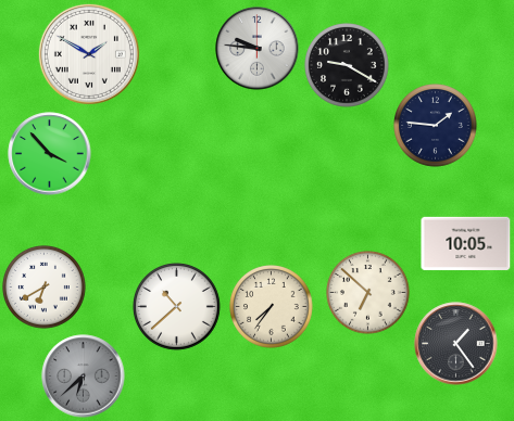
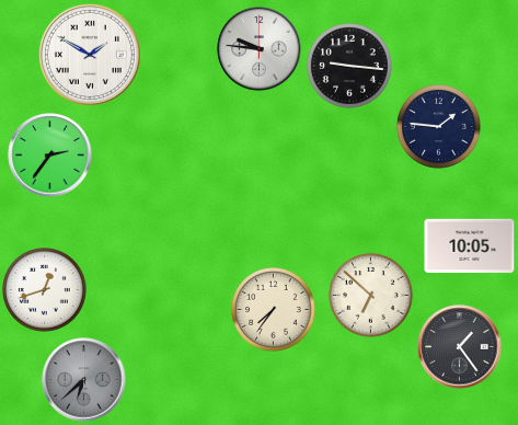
clock at (348, 66): 9:20 -> 9:16
clock at (50, 154): 3:53 -> 2:36
clock at (45, 288): 6:40 -> 12:42
clock at (177, 307): 10:38 -> none
